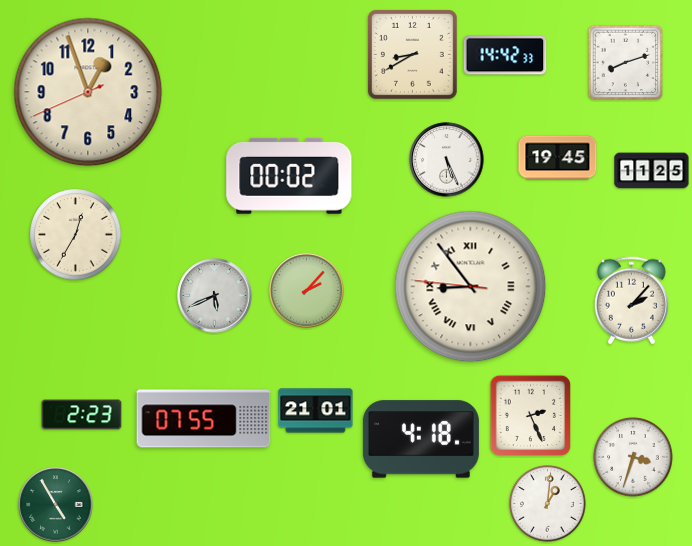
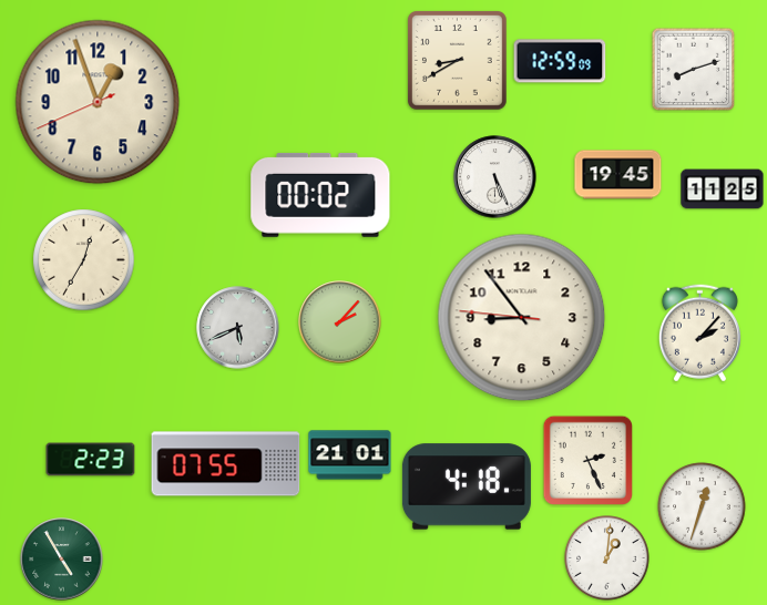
clock at (505, 55): 14:42 -> 12:59
clock at (471, 287) numerals: Roman -> Arabic
clock at (633, 457): 3:33 -> 12:33
